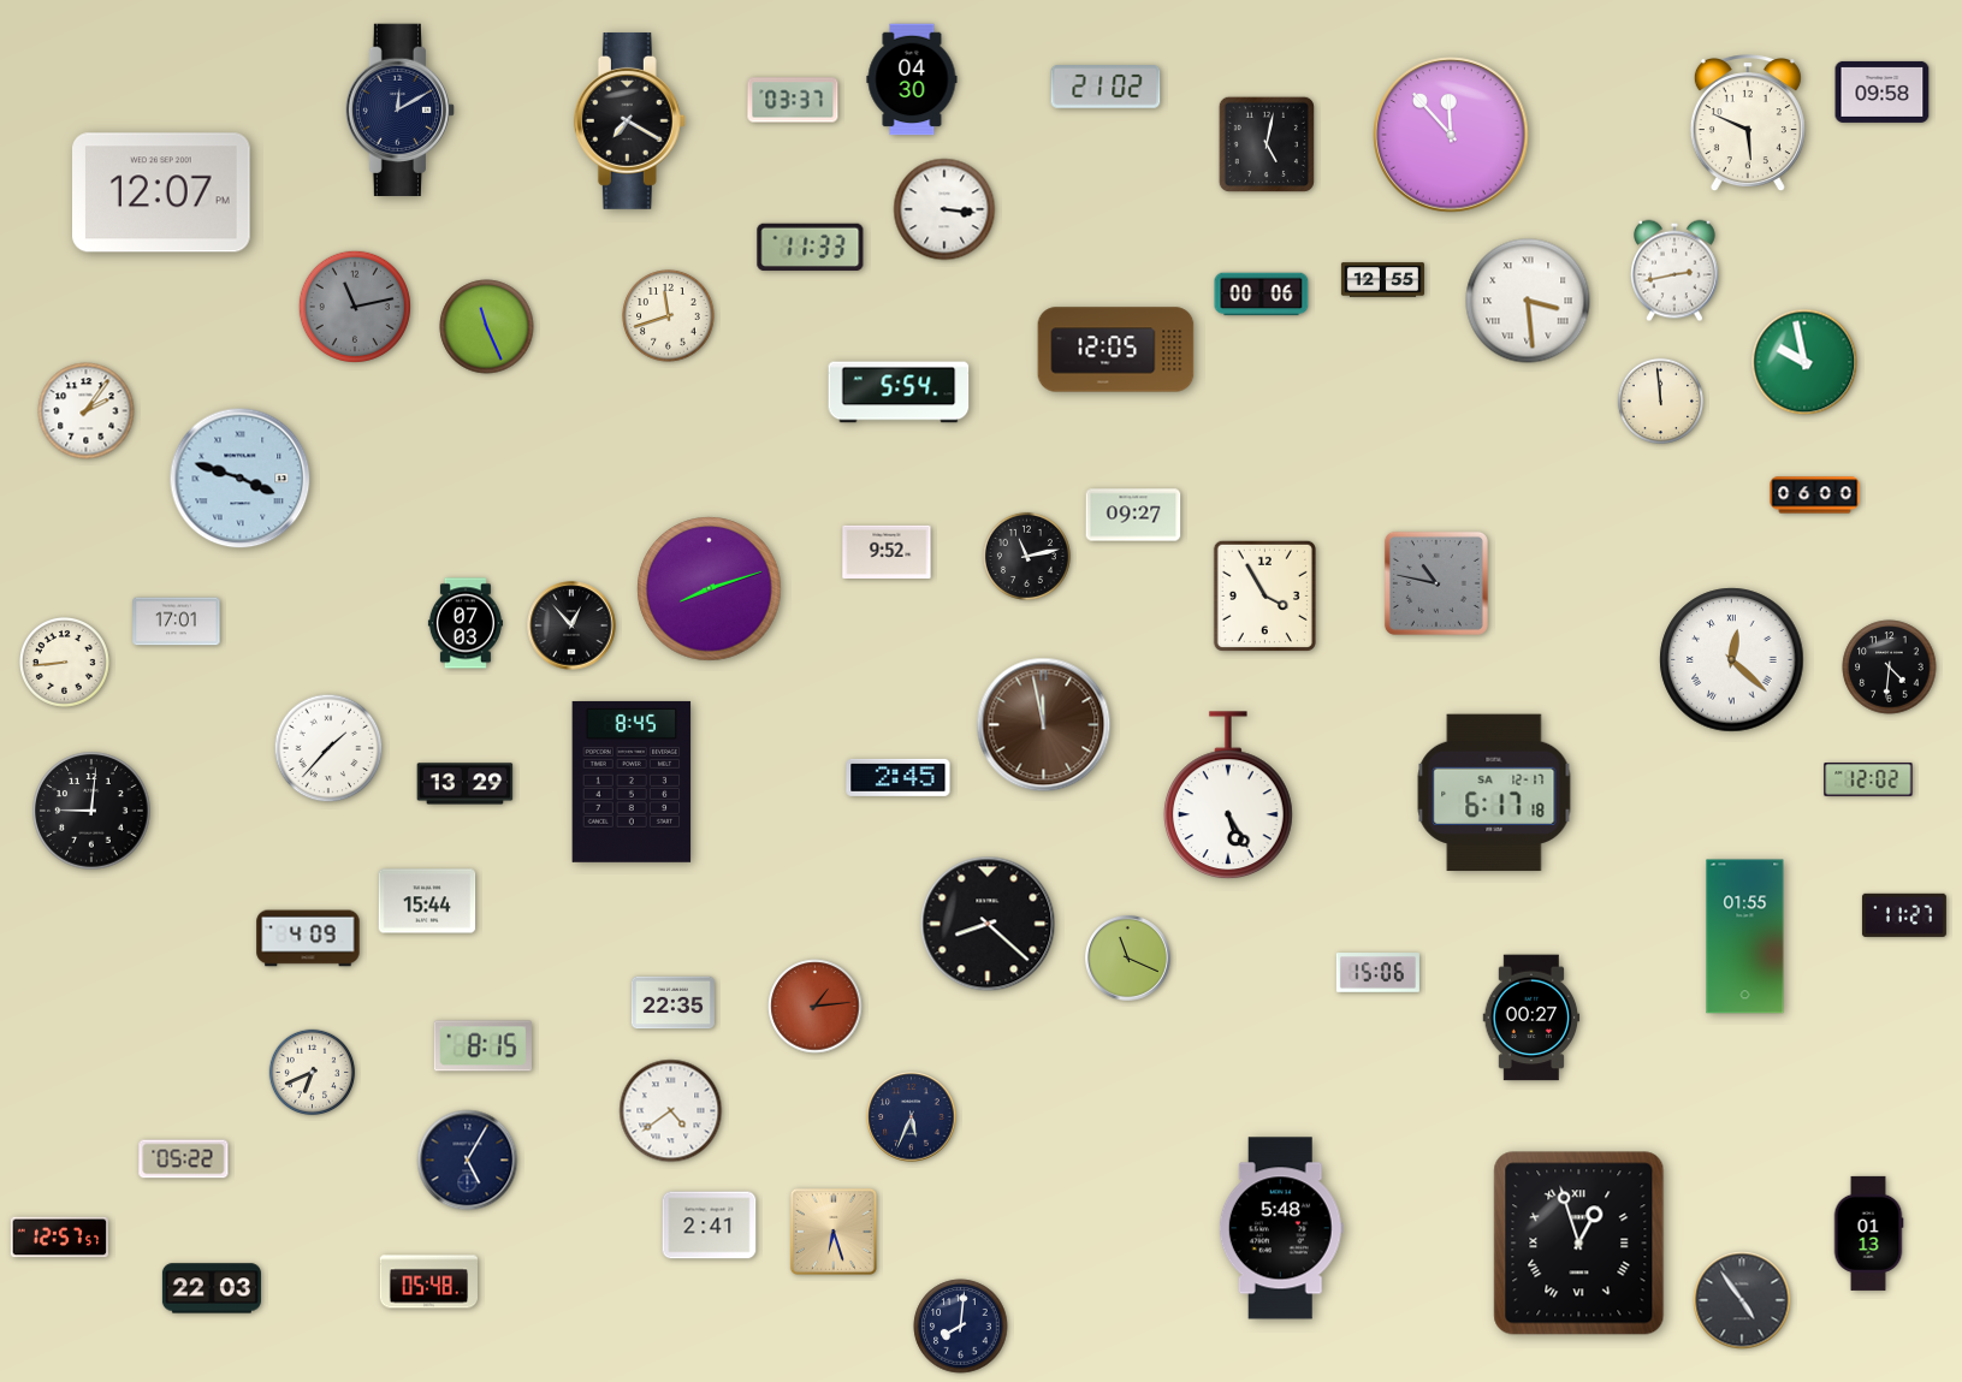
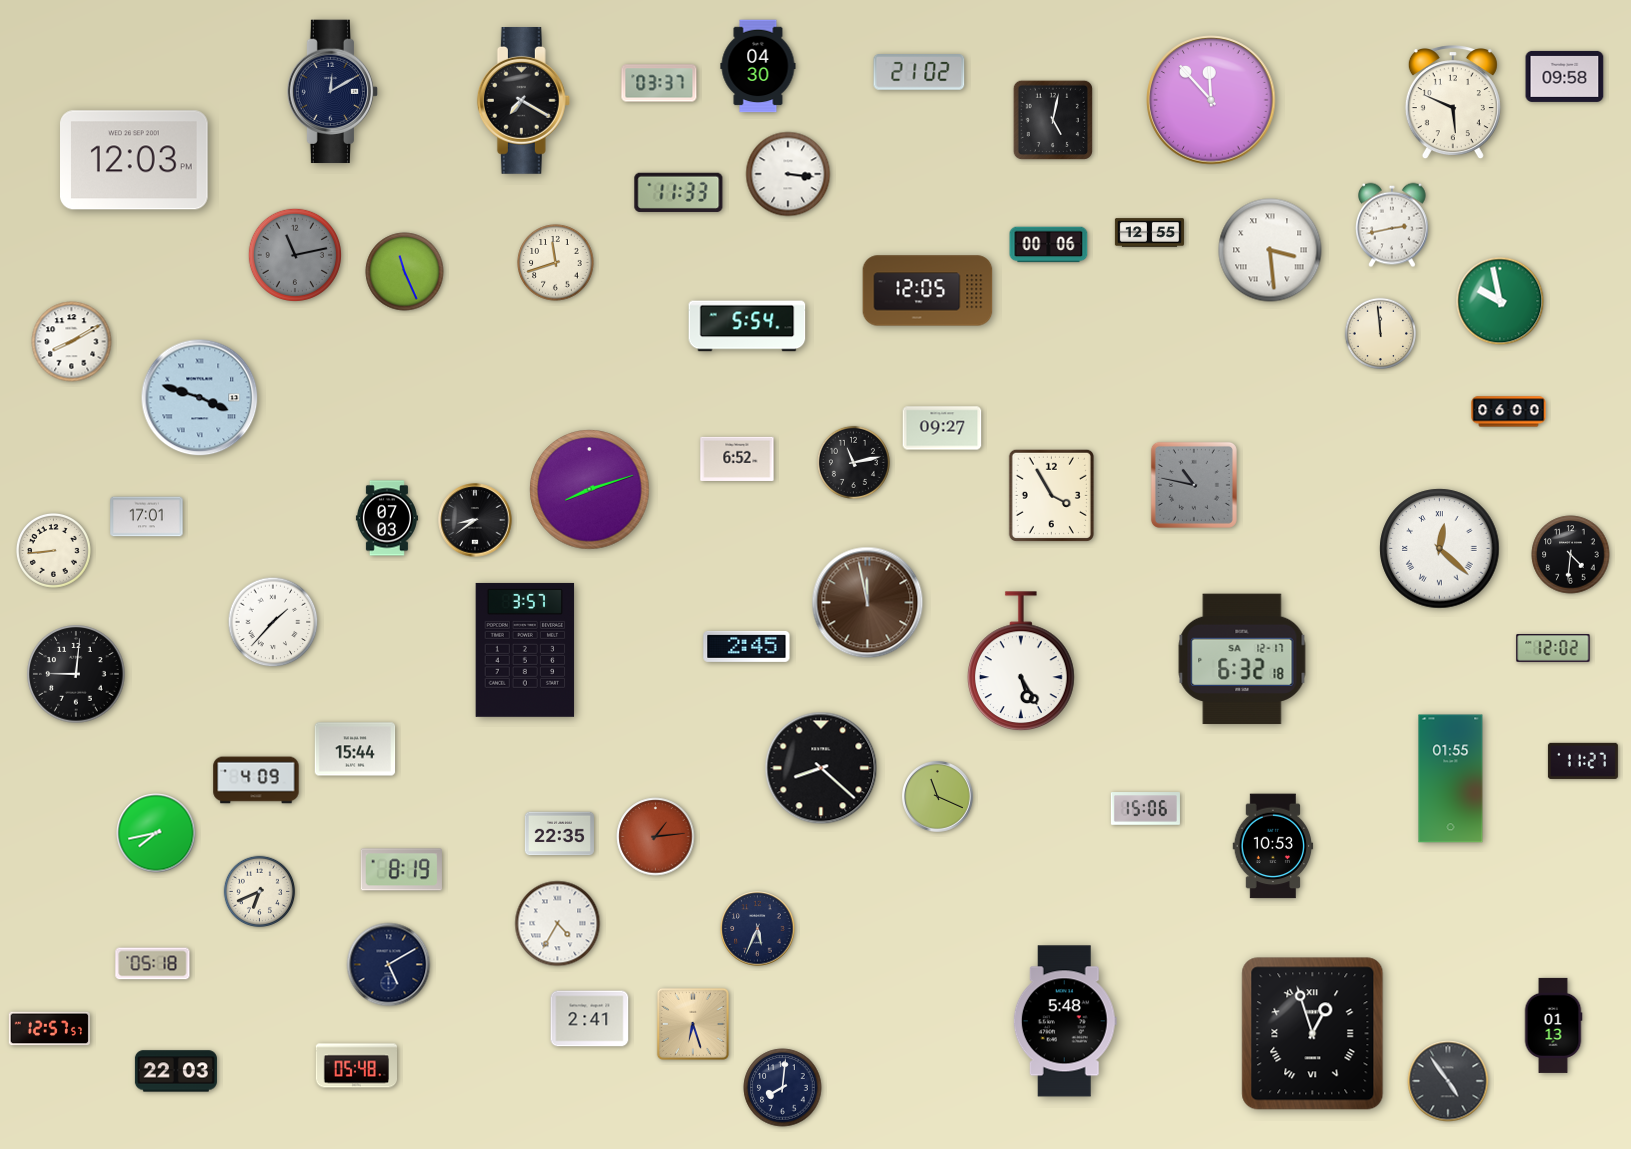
clock at (1451, 135) position: (1451, 135) -> (1211, 100)
clock at (162, 192): 12:07 -> 12:03
clock at (944, 209) position: (944, 209) -> (788, 174)
clock at (811, 247) position: (811, 247) -> (679, 192)
clock at (87, 411): 2:06 -> 8:10
clock at (887, 551): 9:52 -> 6:52
clock at (571, 625): 12:53 -> 8:39
clock at (632, 782): 8:45 -> 3:57
clock at (466, 784): 13:29 -> none
clock at (1494, 793): 6:17 -> 6:32
clock at (156, 833): none -> 7:43
clock at (816, 1007) position: (816, 1007) -> (656, 837)
clock at (1531, 1018): 00:27 -> 10:53
clock at (482, 1046): 8:15 -> 8:19
clock at (671, 1111): 4:39 -> 4:35
clock at (184, 1159): 05:22 -> 05:18
clock at (468, 1161): 5:05 -> 5:10
clock at (961, 1327) position: (961, 1327) -> (783, 1088)
